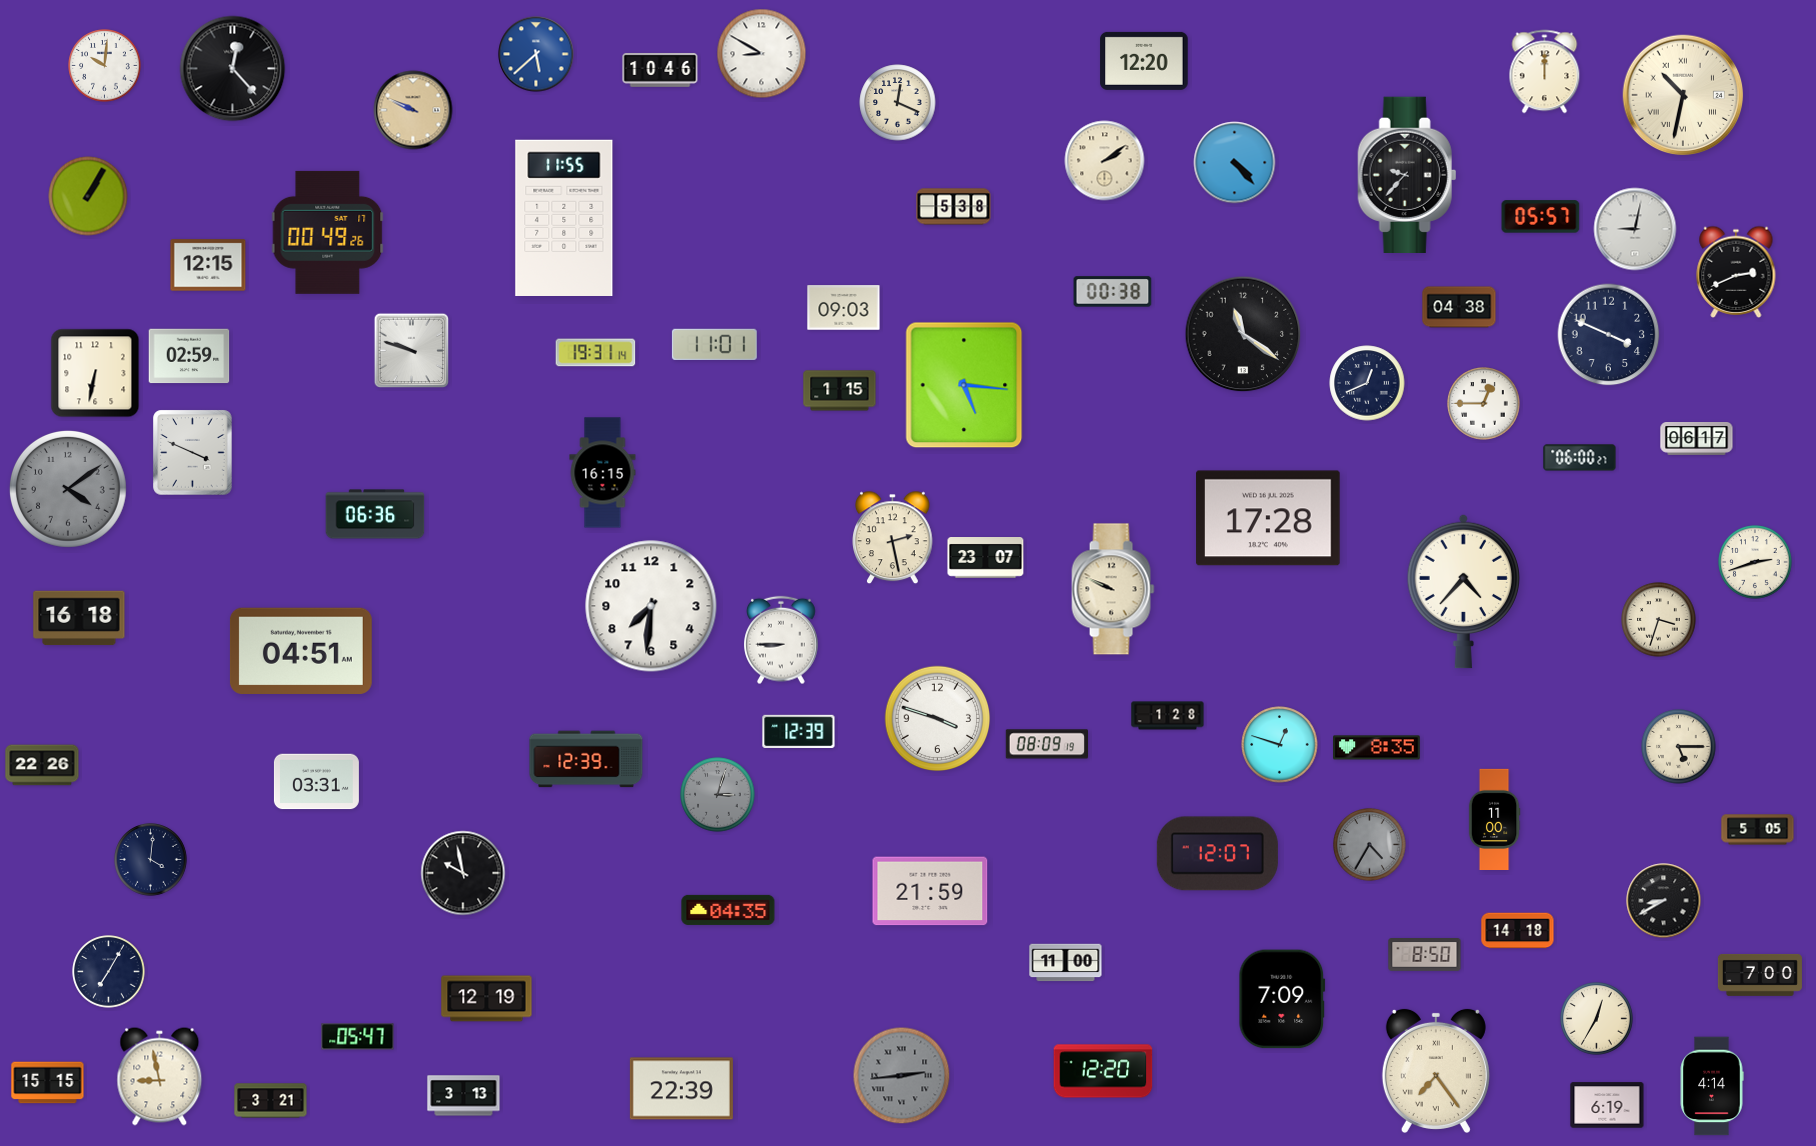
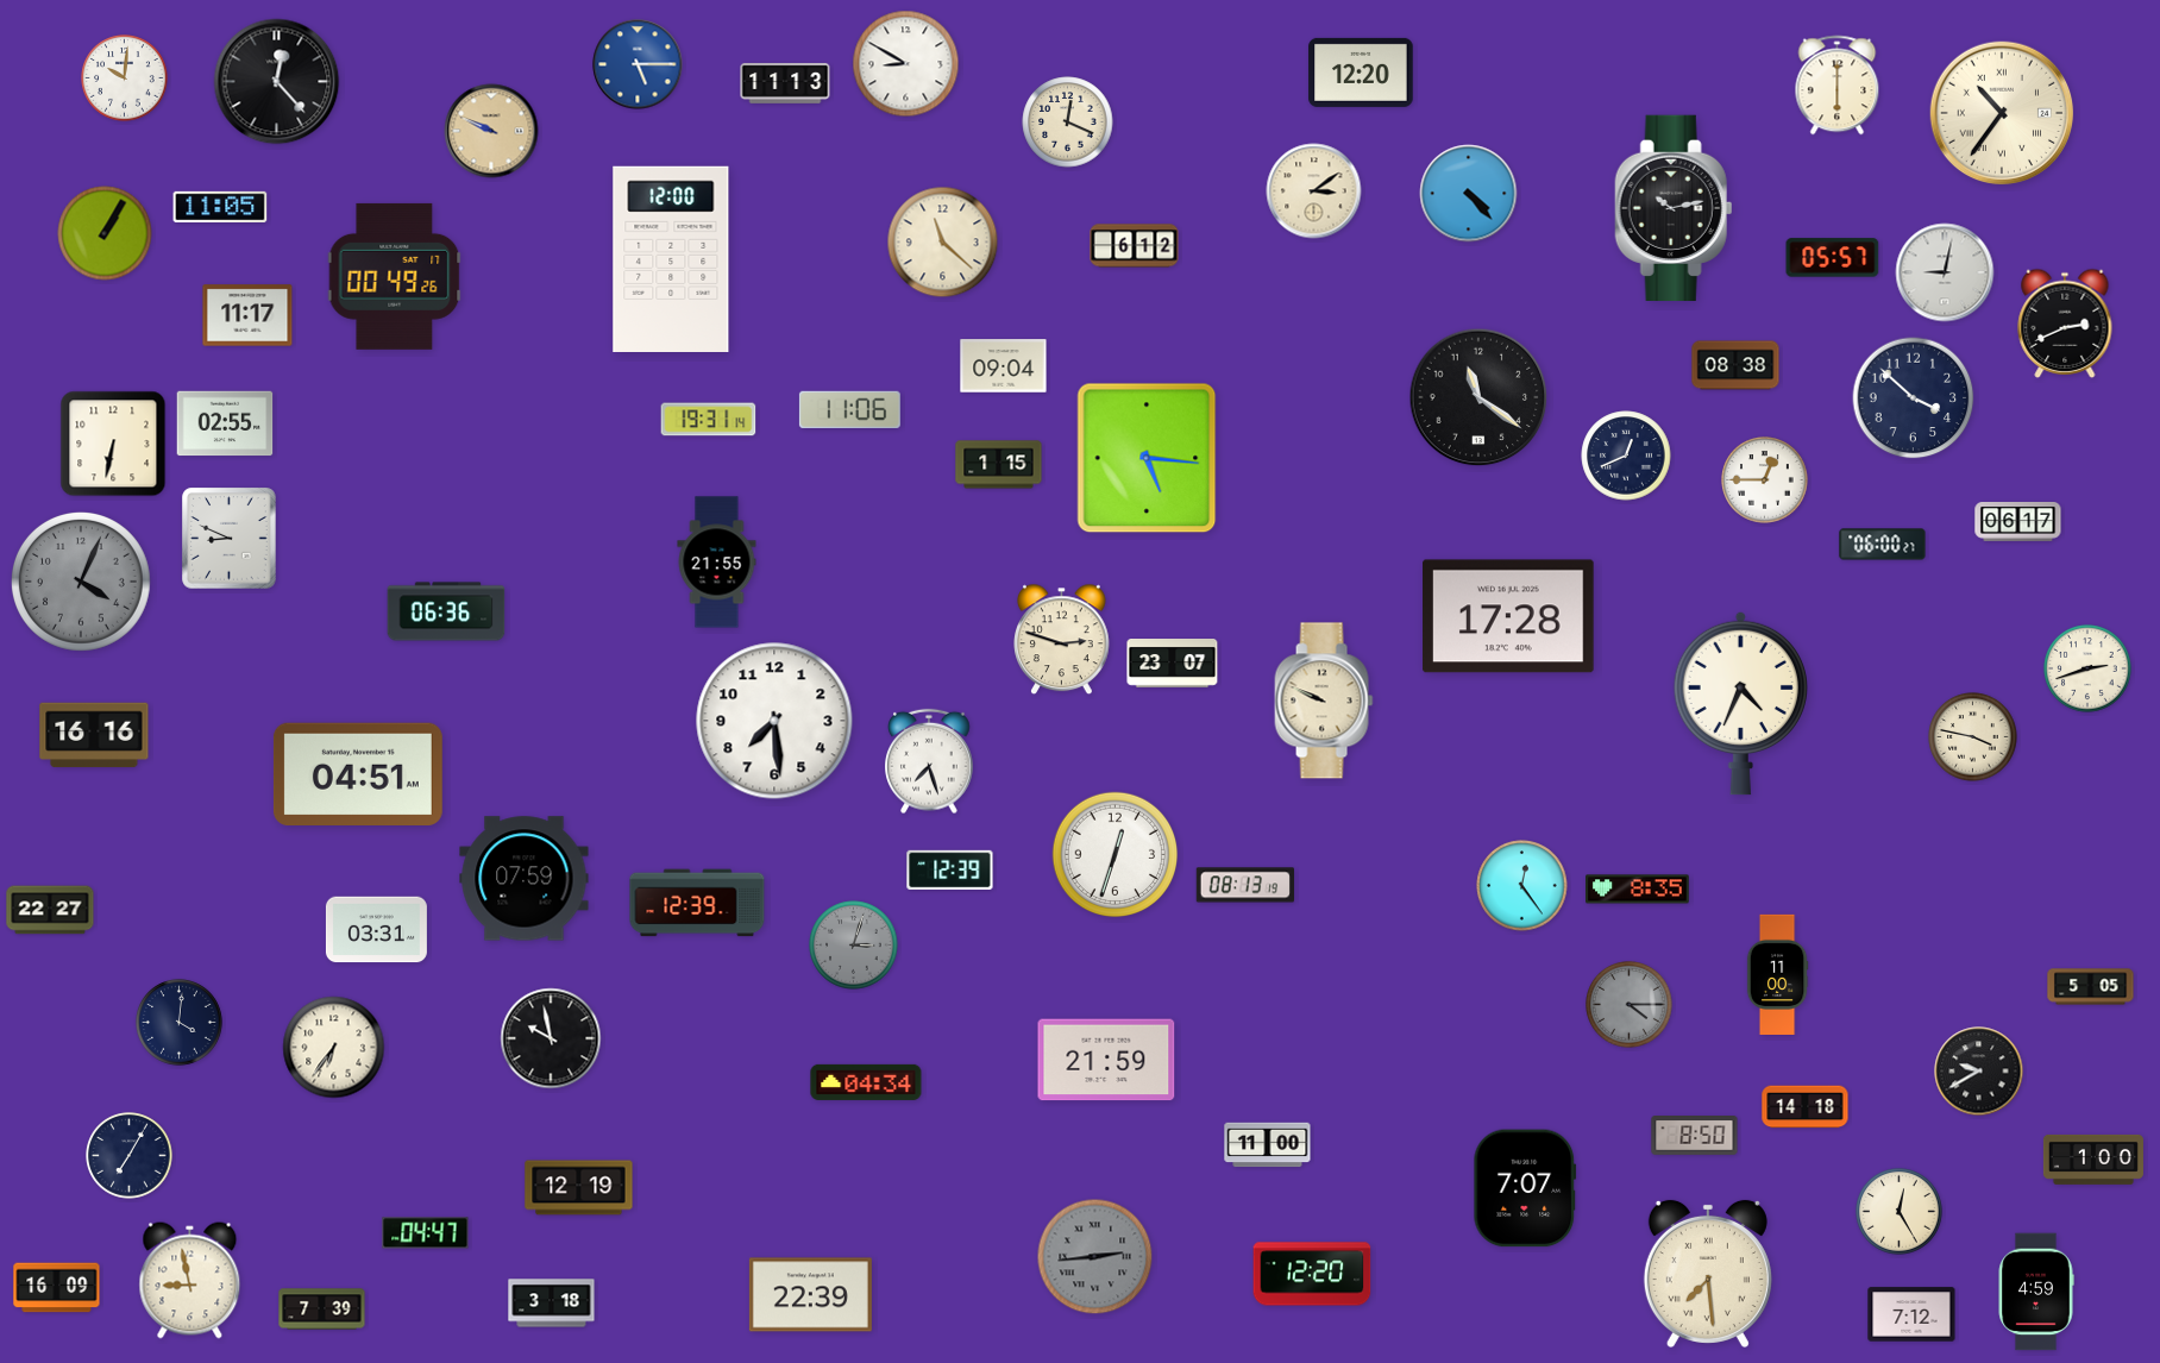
clock at (536, 54): 5:38 -> 5:15
clock at (660, 70): 10:46 -> 11:13
clock at (1545, 72): 12:00 -> 6:00
clock at (1683, 95): 10:32 -> 10:36
clock at (1105, 161): 2:09 -> 3:09
clock at (220, 207): none -> 11:05
clock at (1407, 174): 9:37 -> 10:13
clock at (943, 243): none -> 11:22
clock at (954, 207): 5:38 -> 6:12
clock at (564, 217): 11:55 -> 12:00
clock at (328, 232) position: (328, 232) -> (395, 276)
clock at (208, 265): 12:15 -> 11:17
clock at (1113, 292): 00:38 -> none
clock at (1459, 307): 04:38 -> 08:38
clock at (844, 308): 09:03 -> 09:04
clock at (1609, 335): 3:49 -> 3:52
clock at (714, 344): 11:01 -> 11:06
clock at (412, 351): 9:48 -> none
clock at (189, 356): 02:59 -> 02:55
clock at (193, 453): 3:49 -> 8:49
clock at (1580, 458) position: (1580, 458) -> (1883, 545)
clock at (603, 473): 16:15 -> 21:55
clock at (68, 489): 4:09 -> 4:04
clock at (893, 538): 2:28 -> 2:48
clock at (1463, 591): 4:37 -> 4:34
clock at (651, 606): 7:31 -> 7:29
clock at (79, 618): 16:18 -> 16:16
clock at (1659, 620): 3:33 -> 3:47
clock at (781, 640): 8:45 -> 7:27
clock at (1168, 716): 1:28 -> none
clock at (938, 719): 3:48 -> 12:33
clock at (525, 879): none -> 07:59
clock at (1046, 744): 08:09 -> 08:13
clock at (1280, 745): 12:48 -> 12:24
clock at (1679, 747): 5:15 -> none
clock at (42, 765): 22:26 -> 22:27
clock at (1370, 845): 4:35 -> 4:15
clock at (1217, 854): 12:07 -> none
clock at (334, 1048): none -> 6:36
clock at (1664, 901): 8:40 -> 9:40
clock at (728, 910): 04:35 -> 04:34
clock at (1760, 975): 7:00 -> 1:00
clock at (1282, 999): 7:09 -> 7:07
clock at (1597, 1019): 12:35 -> 12:25
clock at (358, 1037): 05:47 -> 04:47
clock at (1436, 1071): 7:24 -> 7:29
clock at (902, 1076) position: (902, 1076) -> (1095, 1257)
clock at (48, 1083): 15:15 -> 16:09
clock at (1712, 1086): 4:14 -> 4:59
clock at (464, 1096): 3:13 -> 3:18
clock at (271, 1101): 3:21 -> 7:39
clock at (1607, 1105): 6:19 -> 7:12
